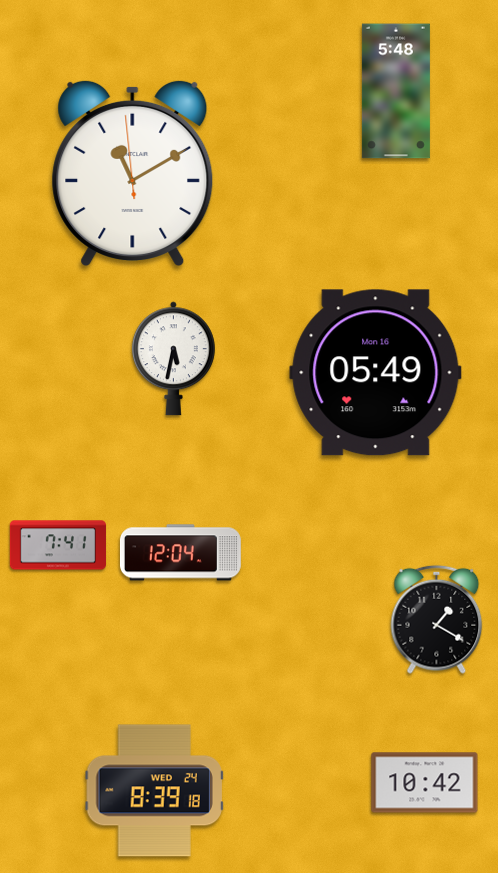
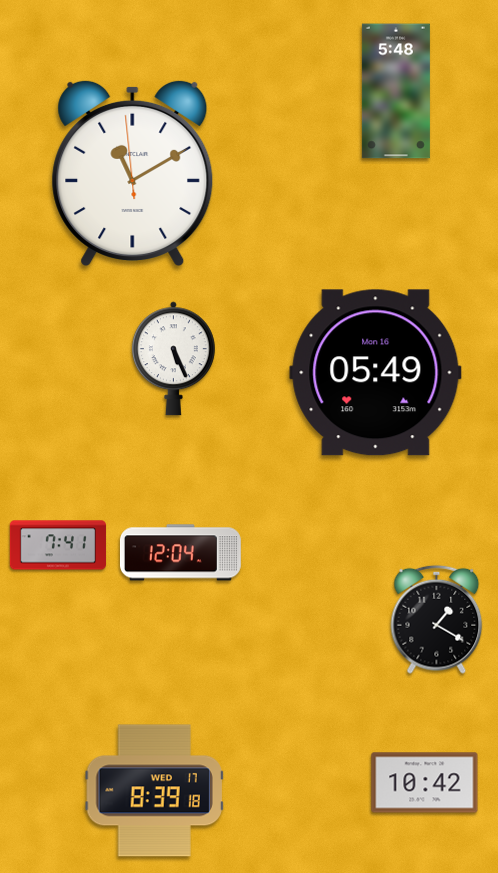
clock at (173, 359): 5:32 -> 5:26
clock at (154, 791) date: WED 24 -> WED 17
